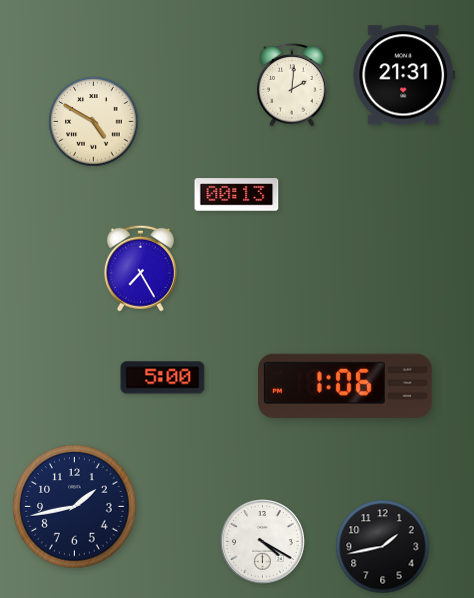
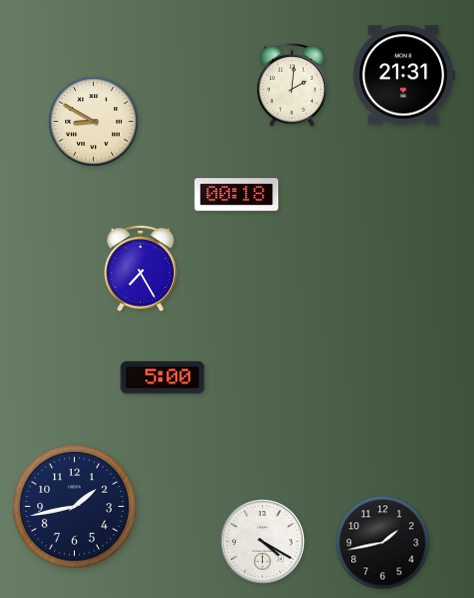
clock at (94, 122): 4:50 -> 8:50
clock at (237, 195): 00:13 -> 00:18
clock at (346, 385): 1:06 -> none
clock at (383, 547) position: (383, 547) -> (383, 543)
